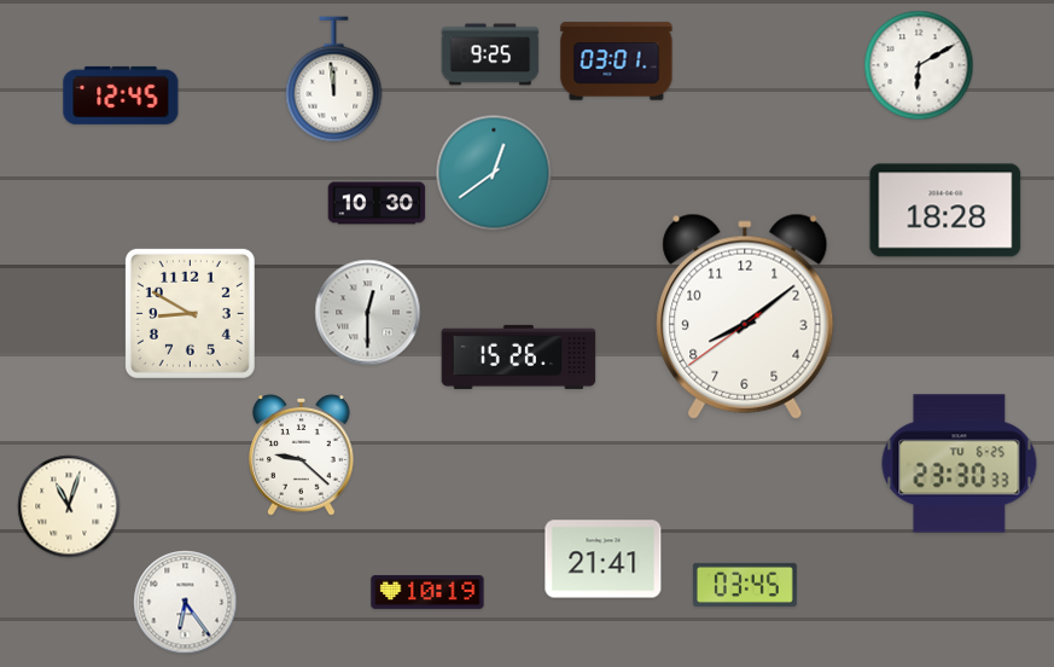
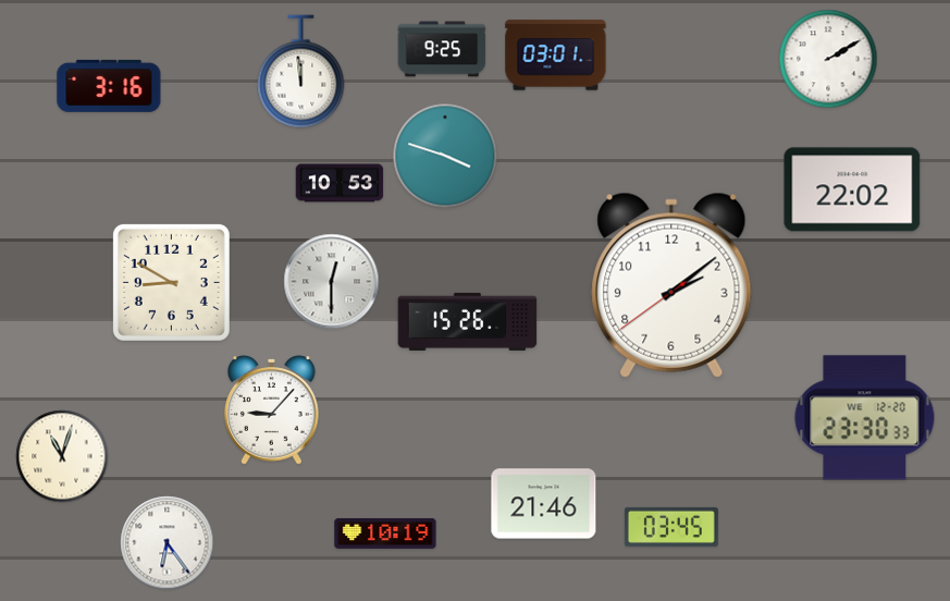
clock at (919, 65): 6:10 -> 2:10
clock at (121, 95): 12:45 -> 3:16
clock at (494, 173): 12:39 -> 3:48
clock at (377, 203): 10:30 -> 10:53
clock at (945, 210): 18:28 -> 22:02
clock at (745, 317): 8:08 -> 2:08
clock at (302, 456): 9:22 -> 9:07
clock at (960, 464) date: TU 6-25 -> WE 12-20
clock at (604, 559): 21:41 -> 21:46
